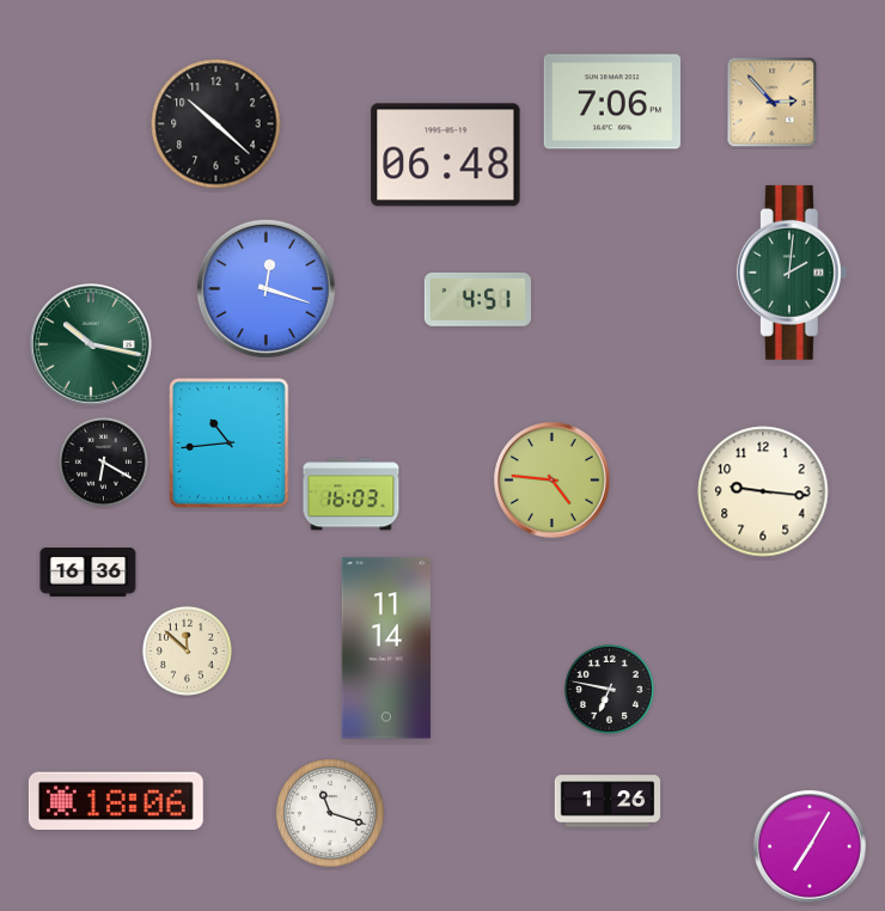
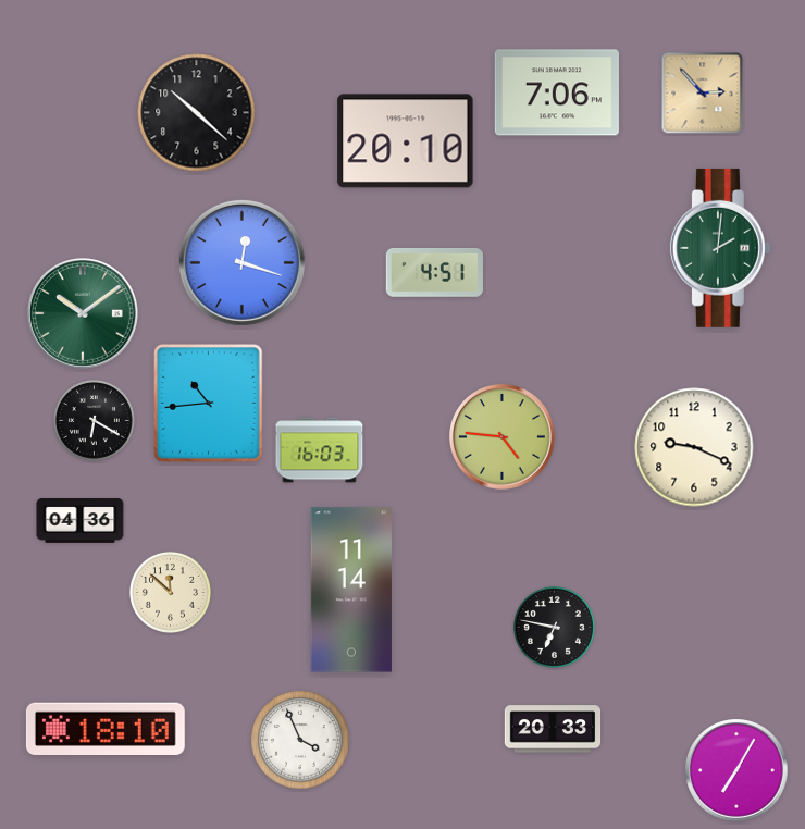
clock at (446, 155): 06:48 -> 20:10
clock at (91, 344): 10:17 -> 10:09
clock at (763, 491): 9:16 -> 9:19
clock at (89, 573): 16:36 -> 04:36
clock at (116, 800): 18:06 -> 18:10
clock at (608, 801): 1:26 -> 20:33
clock at (330, 813): 11:18 -> 3:56
